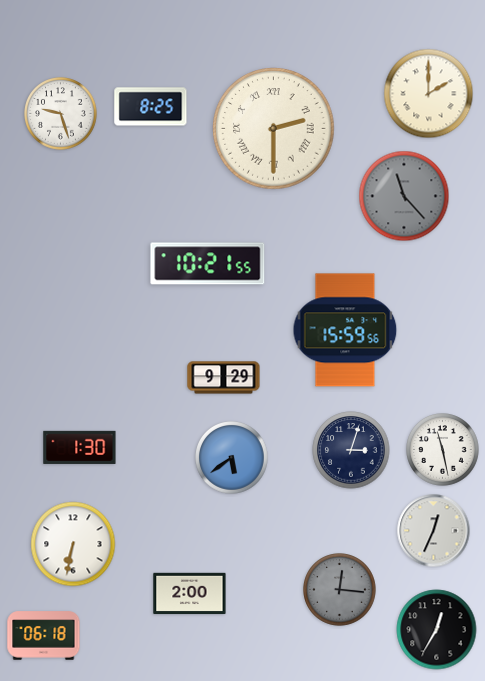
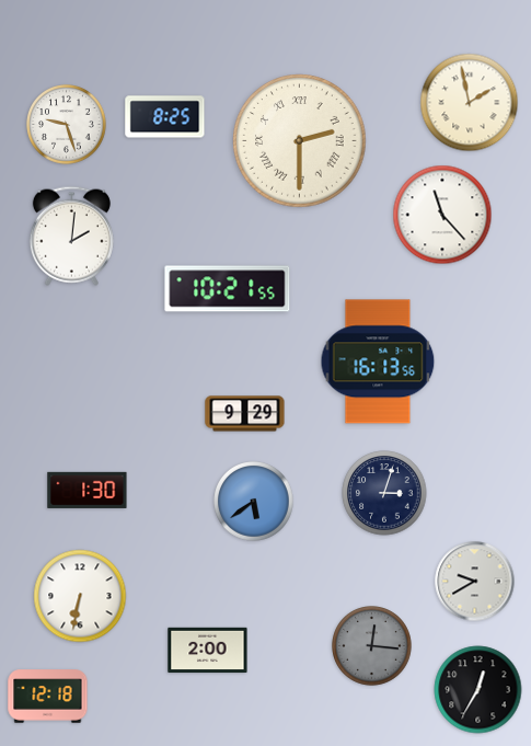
clock at (429, 94): 2:00 -> 1:58
clock at (404, 196) dial: grey -> white
clock at (71, 236): none -> 2:01
clock at (345, 330): 15:59 -> 16:13
clock at (443, 450): 11:28 -> none
clock at (434, 531): 12:34 -> 9:40
clock at (44, 636): 06:18 -> 12:18
